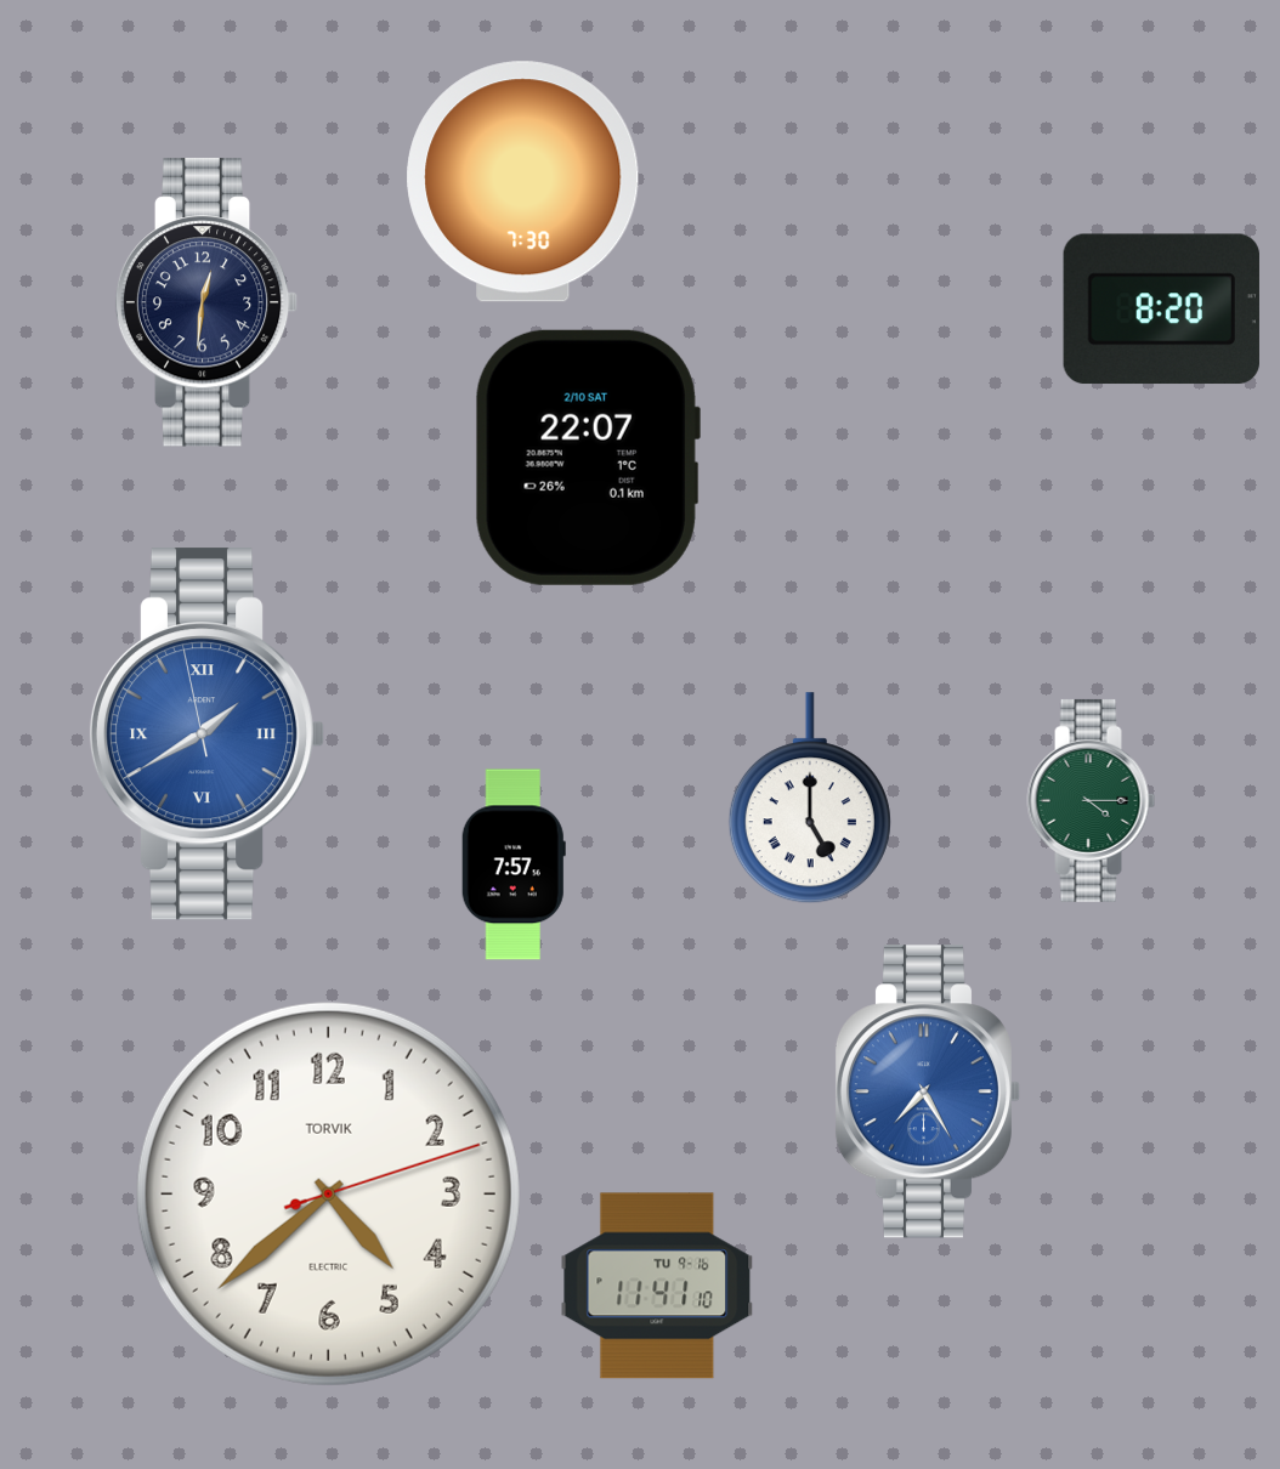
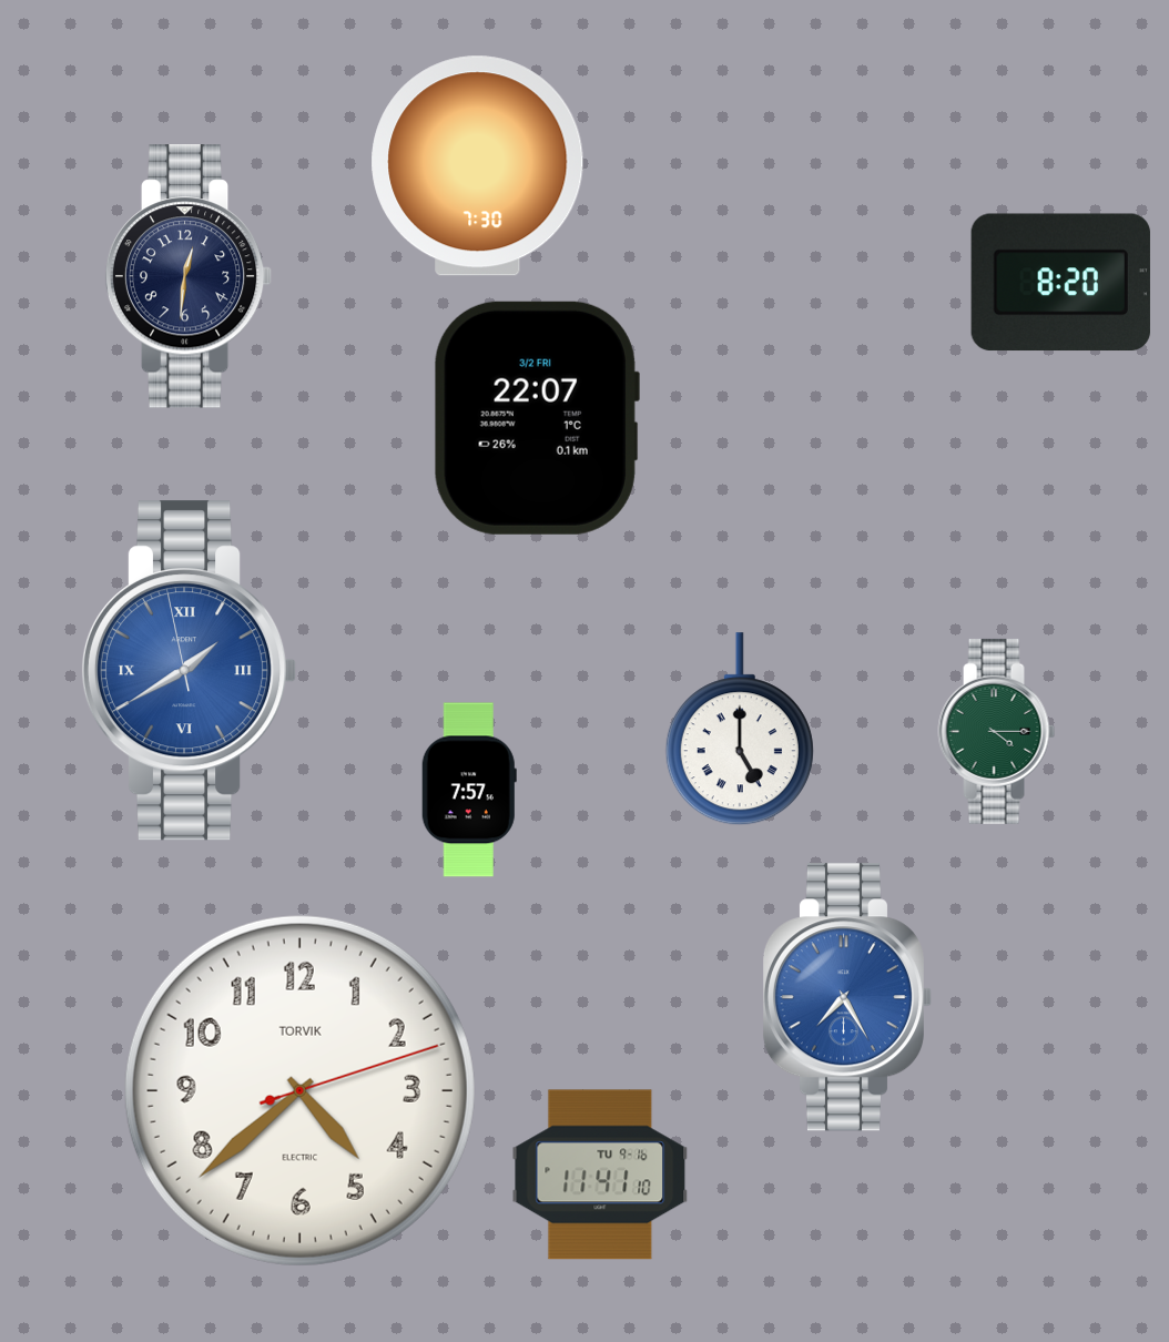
clock at (588, 458) date: 2/10 SAT -> 3/2 FRI
